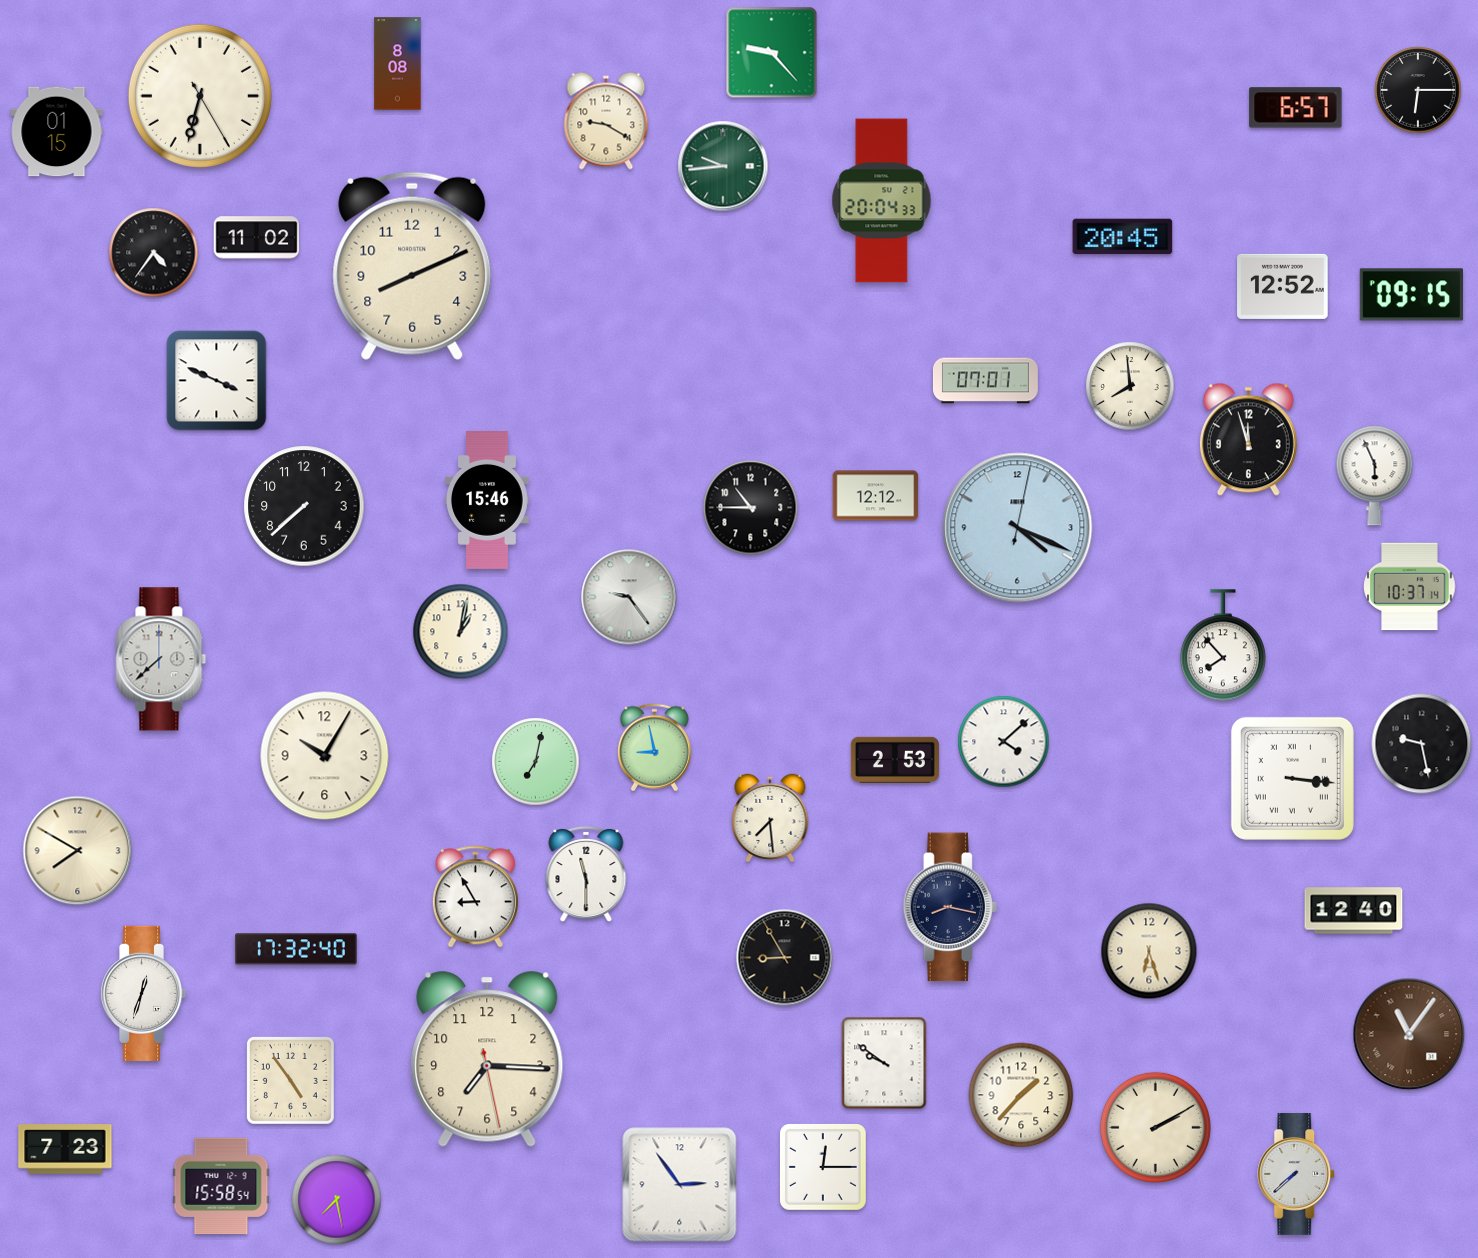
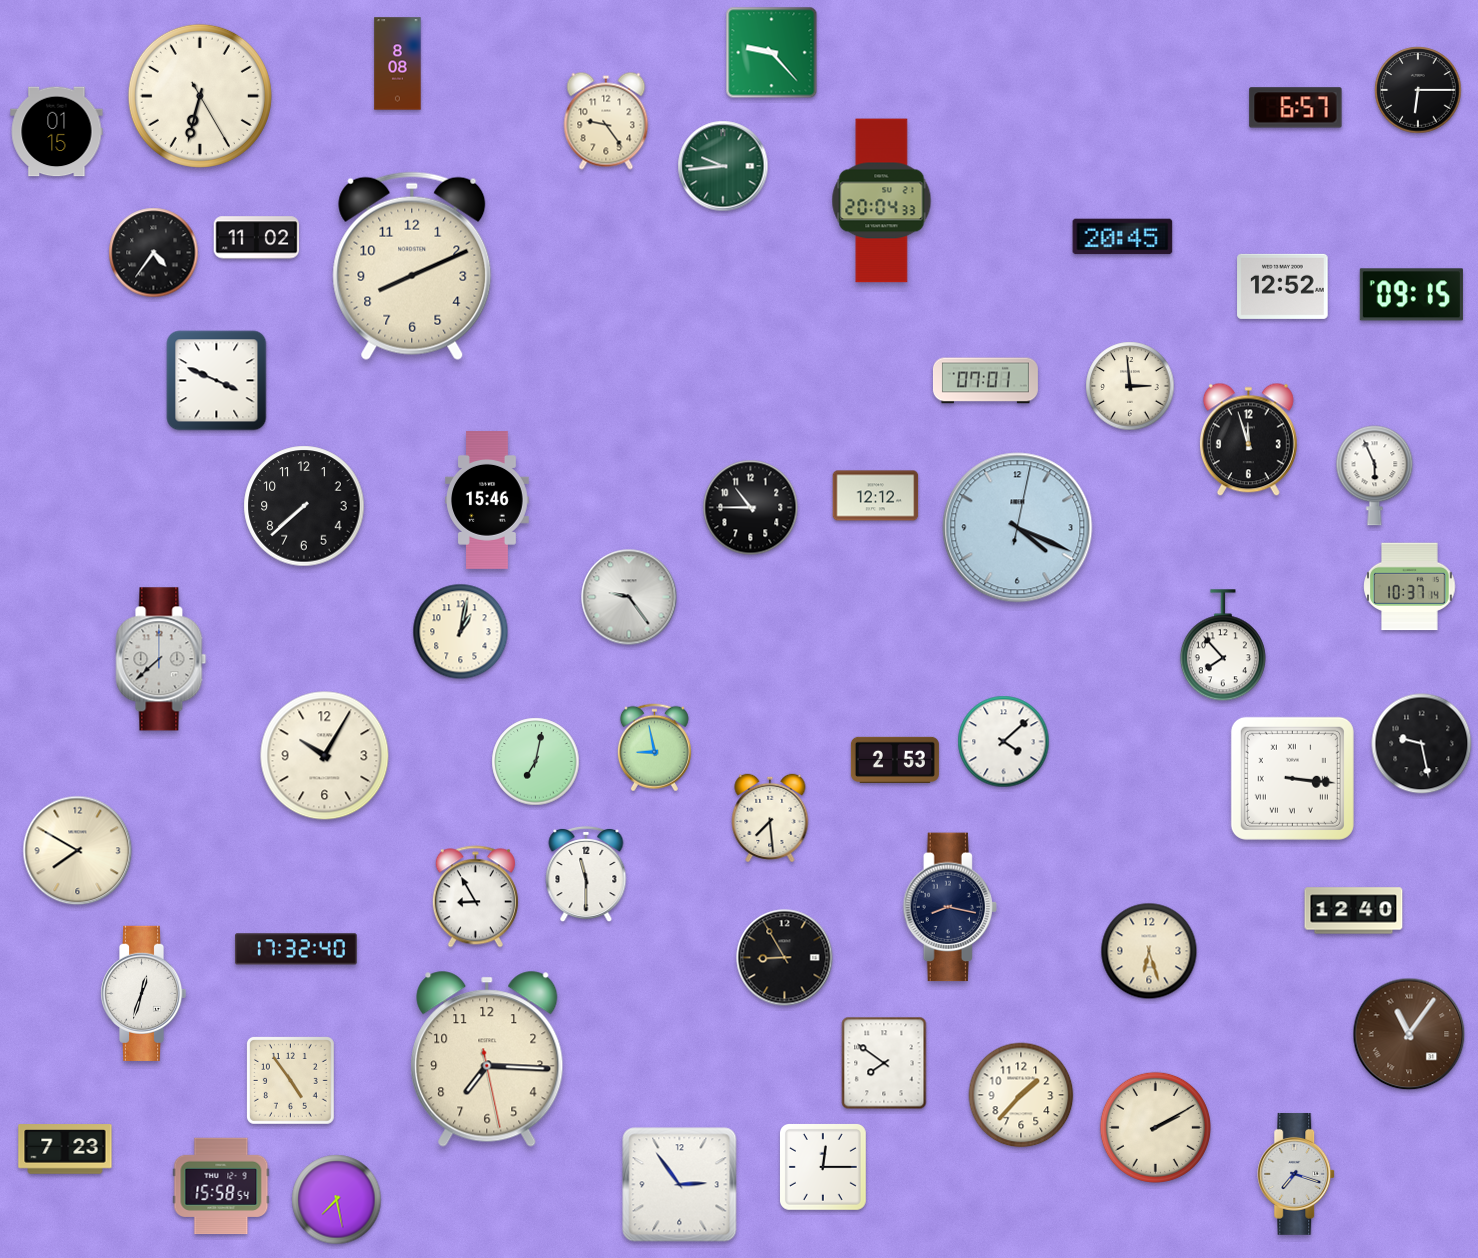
clock at (606, 121): 9:20 -> 9:24
clock at (1130, 386): 7:59 -> 2:59
clock at (884, 1063): 9:51 -> 7:51
clock at (1297, 1174): 7:38 -> 7:18
